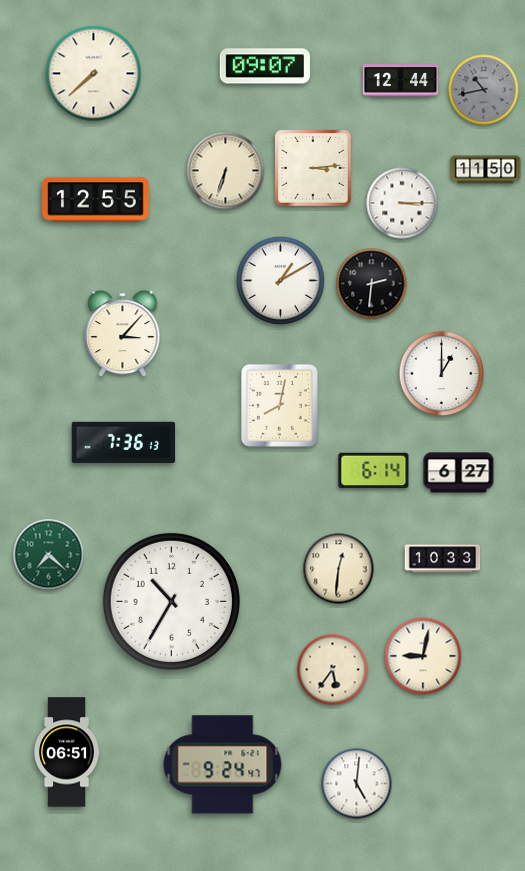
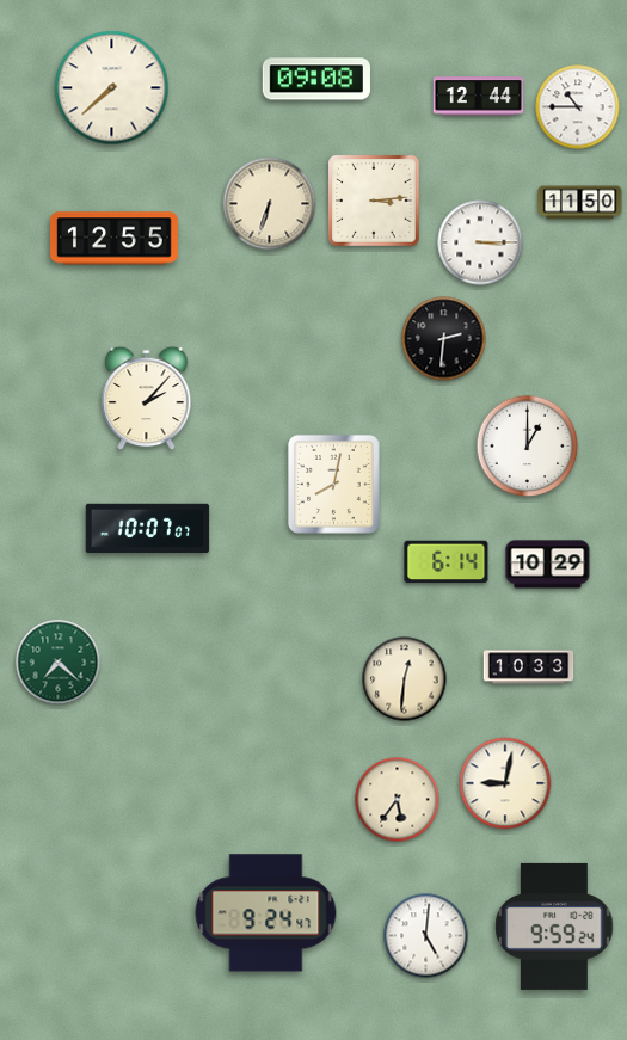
clock at (265, 66): 09:07 -> 09:08
clock at (484, 90): 10:43 -> 10:45
clock at (484, 90) dial: grey -> white
clock at (280, 280): 1:10 -> none
clock at (123, 334): 3:07 -> 2:07
clock at (124, 443): 7:36 -> 10:07
clock at (459, 473): 6:27 -> 10:29
clock at (171, 601): 10:35 -> none
clock at (67, 752): 06:51 -> none
clock at (554, 927): none -> 9:59
